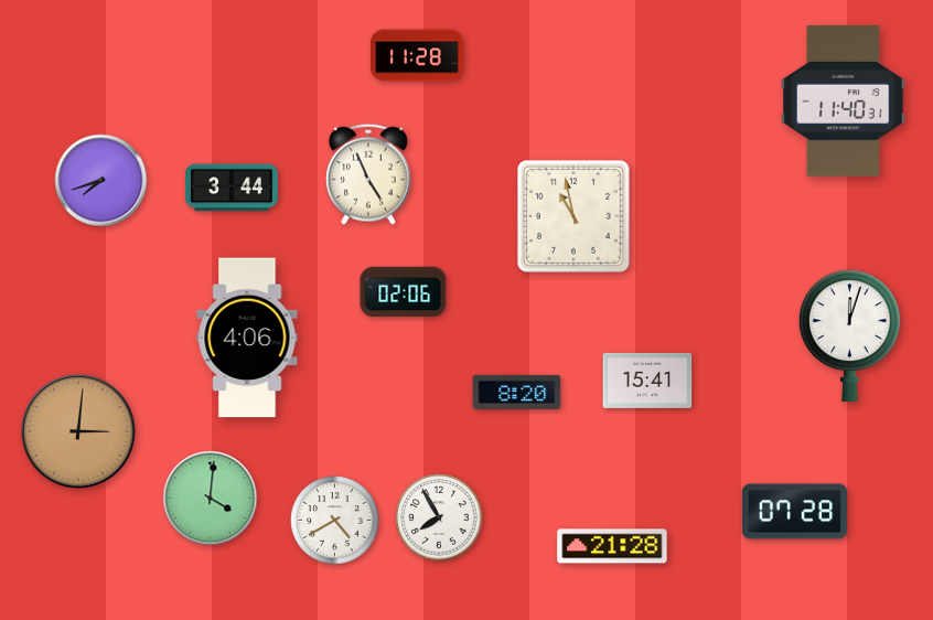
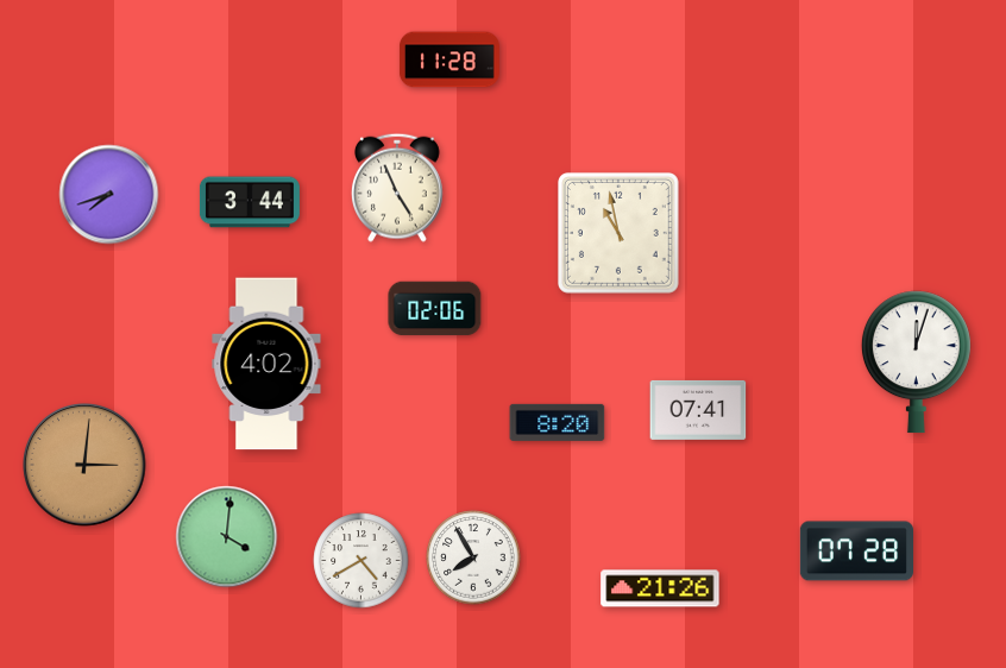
clock at (844, 101): 11:40 -> none
clock at (404, 292) position: (404, 292) -> (435, 309)
clock at (247, 338): 4:06 -> 4:02
clock at (647, 381): 15:41 -> 07:41
clock at (612, 546): 21:28 -> 21:26
